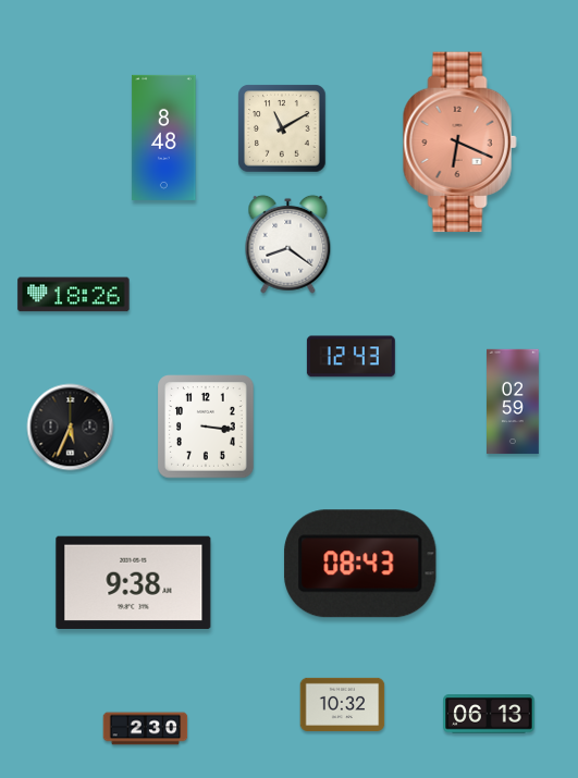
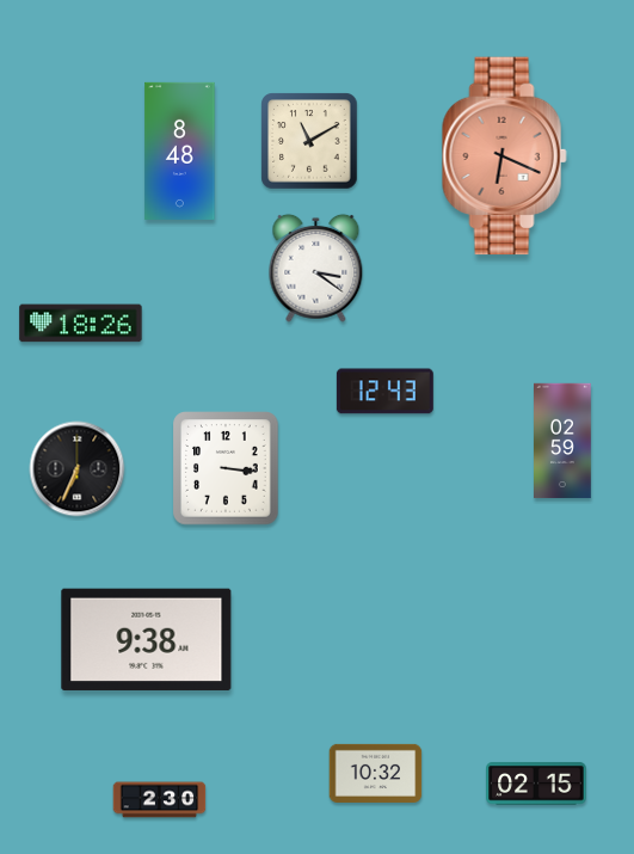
clock at (288, 244): 8:21 -> 3:21
clock at (71, 428): 5:34 -> 6:34
clock at (360, 564): 08:43 -> none
clock at (489, 714): 06:13 -> 02:15
